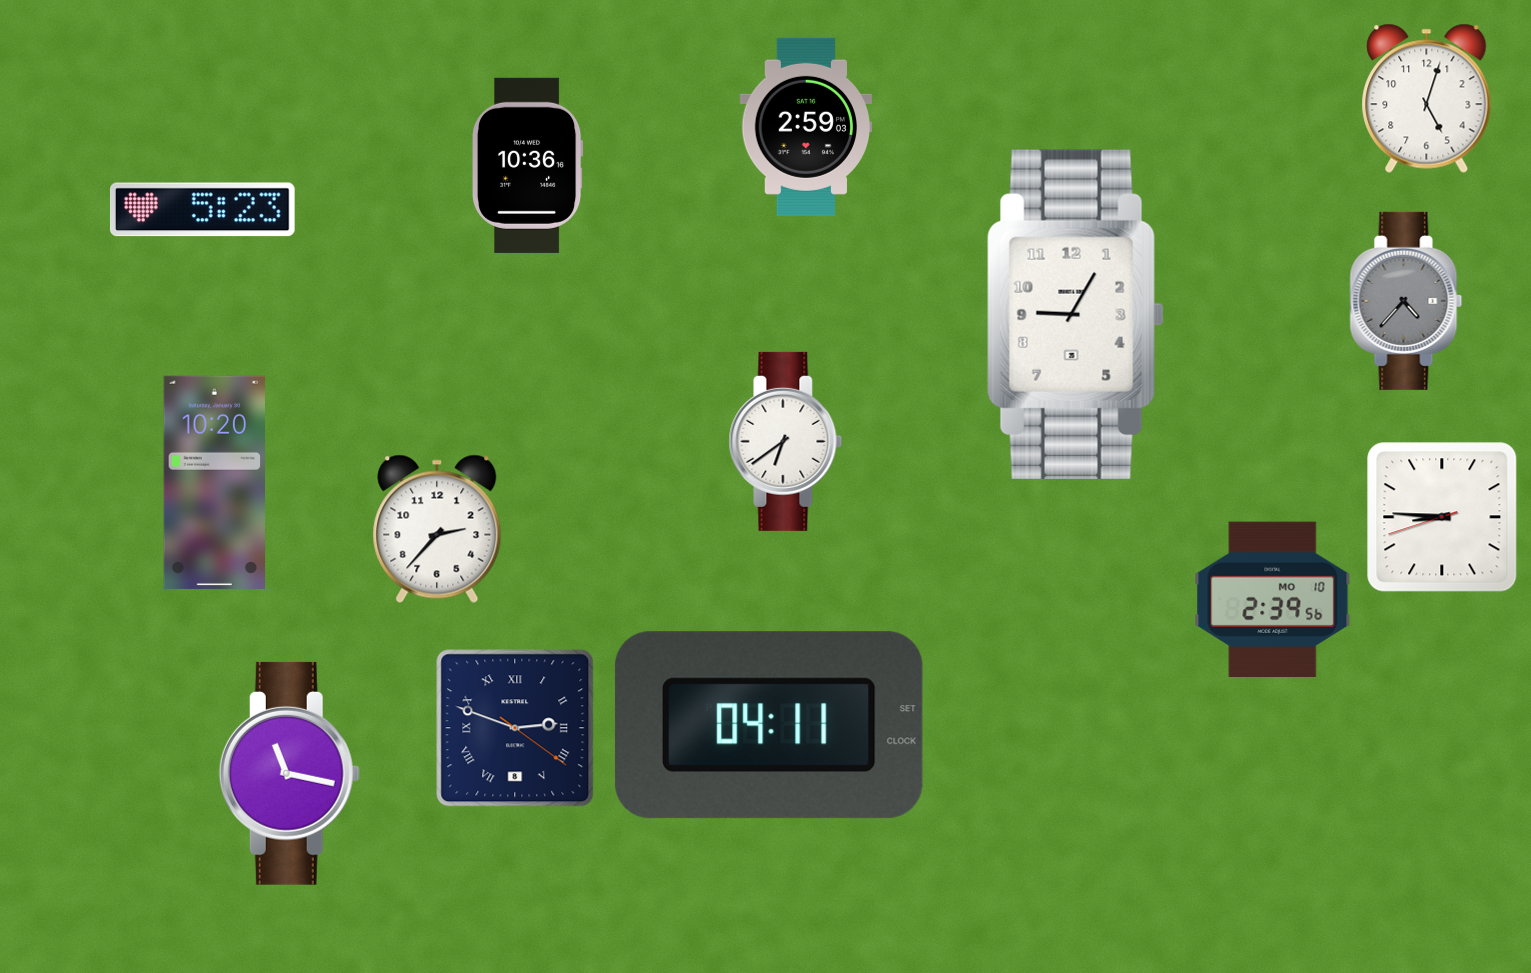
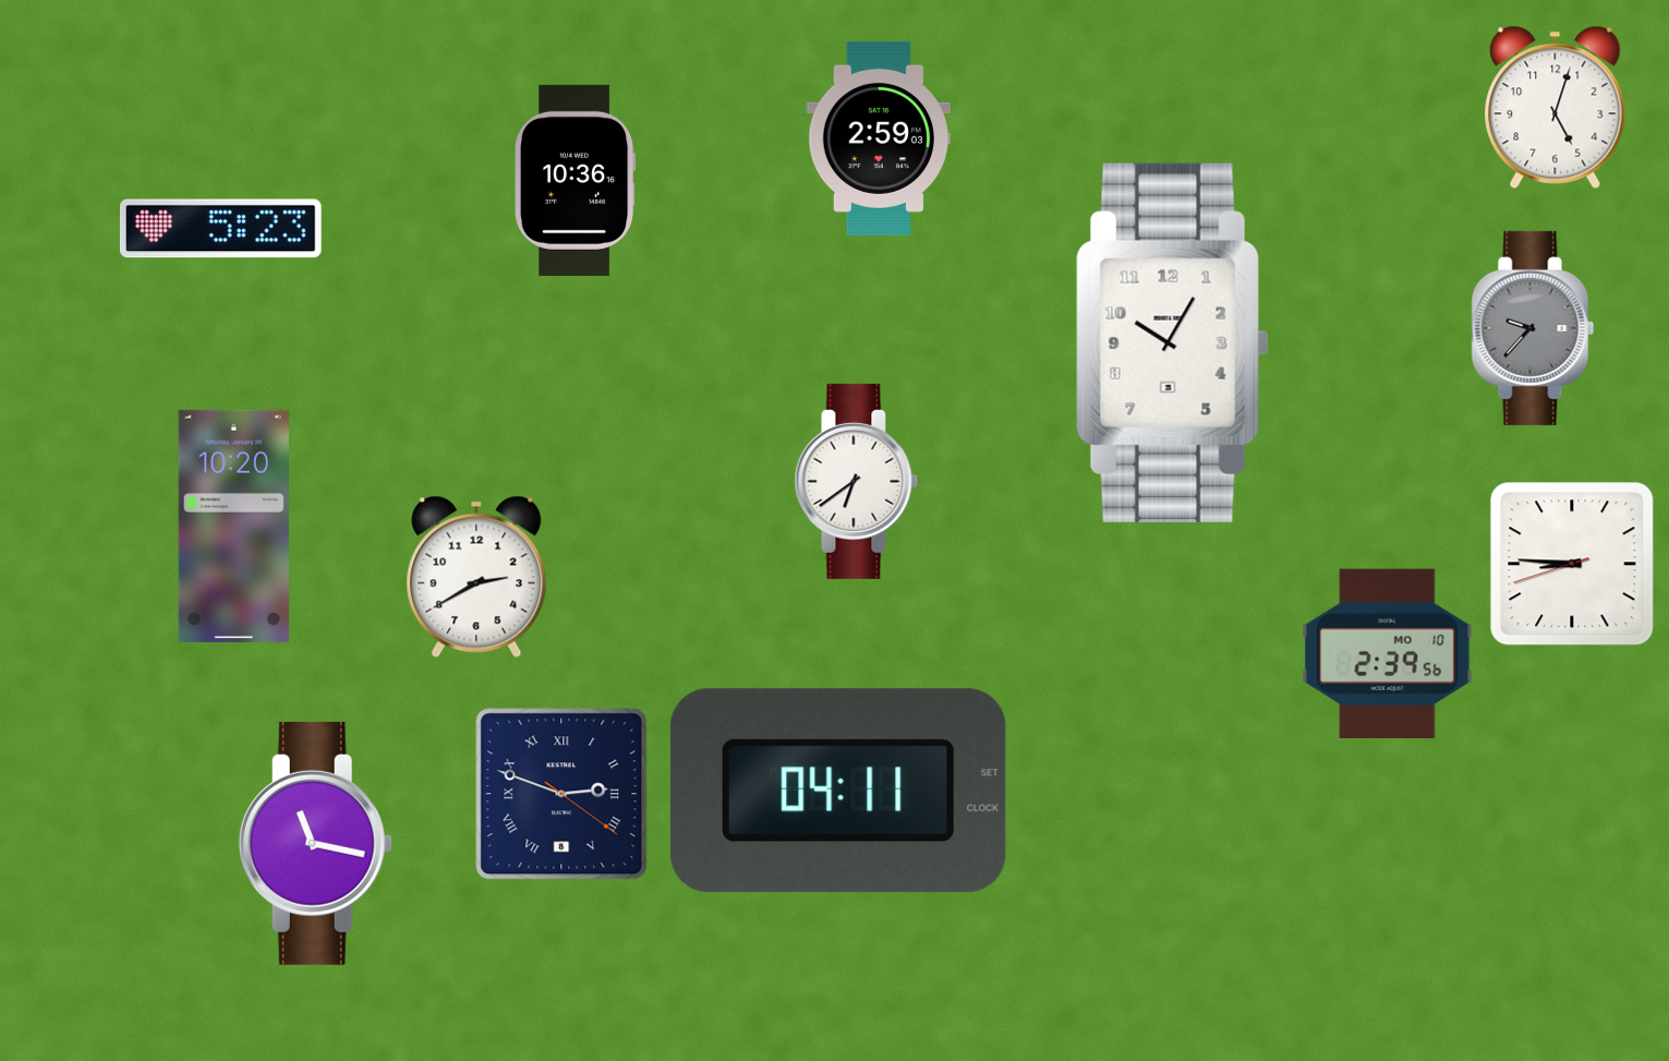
clock at (1406, 301): 4:37 -> 9:37
clock at (1075, 314): 9:05 -> 10:05
clock at (437, 529): 2:37 -> 2:40
